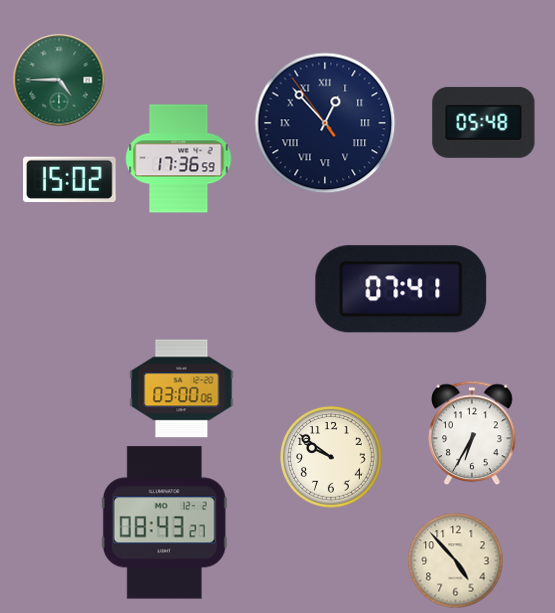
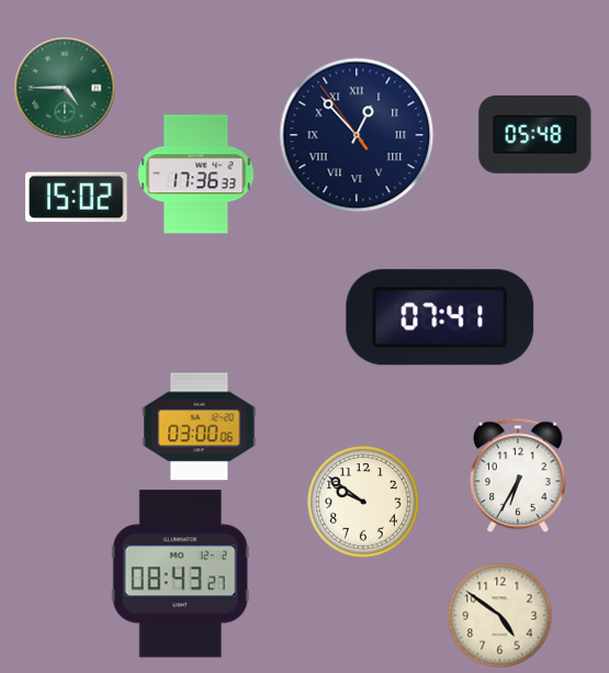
clock at (484, 122) position: (484, 122) -> (535, 134)
clock at (179, 159): 17:36:59 -> 17:36:33
clock at (455, 560): 4:53 -> 4:51
